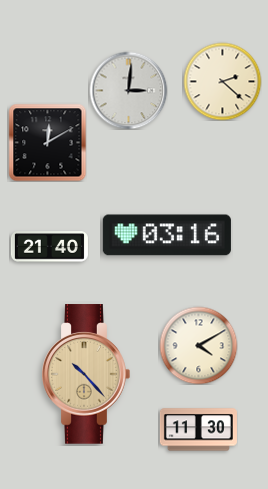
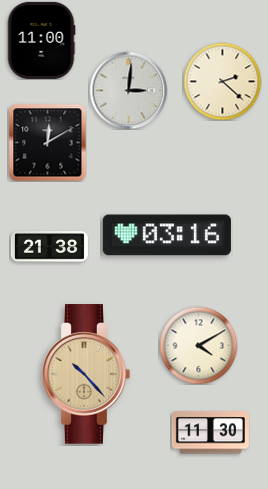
clock at (41, 40): none -> 11:00
clock at (49, 247): 21:40 -> 21:38
clock at (198, 430) position: (198, 430) -> (210, 433)
